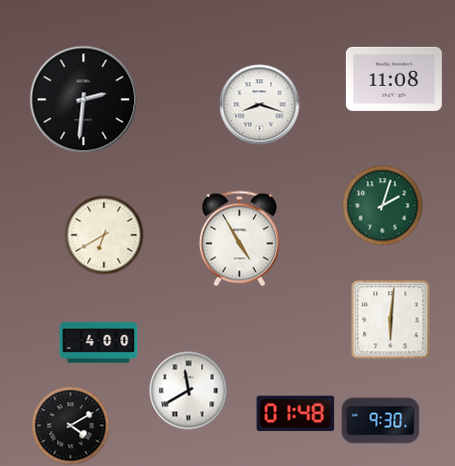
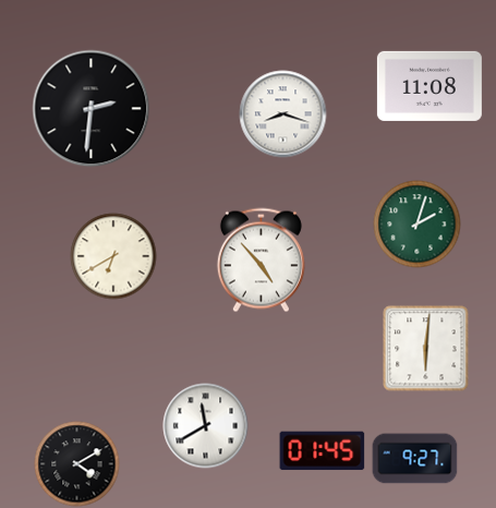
clock at (239, 238): 4:55 -> 4:53
clock at (98, 343): 4:00 -> none
clock at (295, 414): 01:48 -> 01:45
clock at (380, 421): 9:30 -> 9:27
